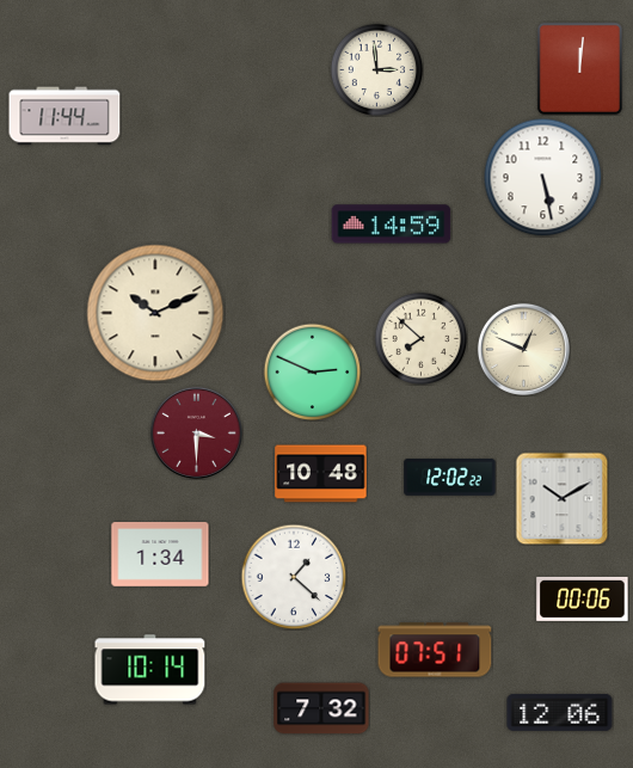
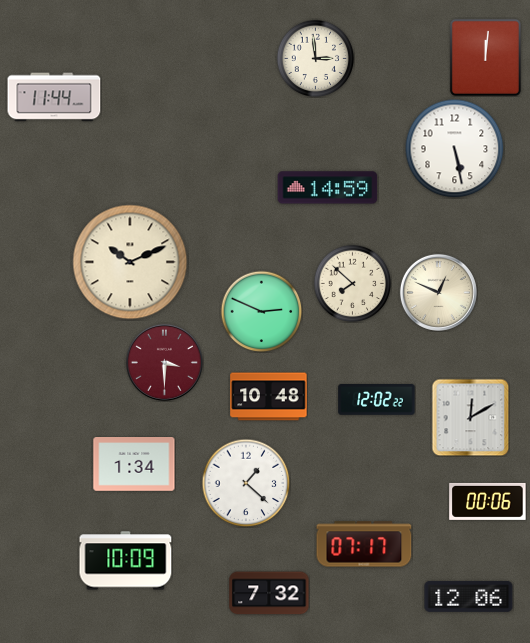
clock at (561, 498): 10:10 -> 12:10
clock at (435, 650): 07:51 -> 07:17
clock at (150, 670): 10:14 -> 10:09
